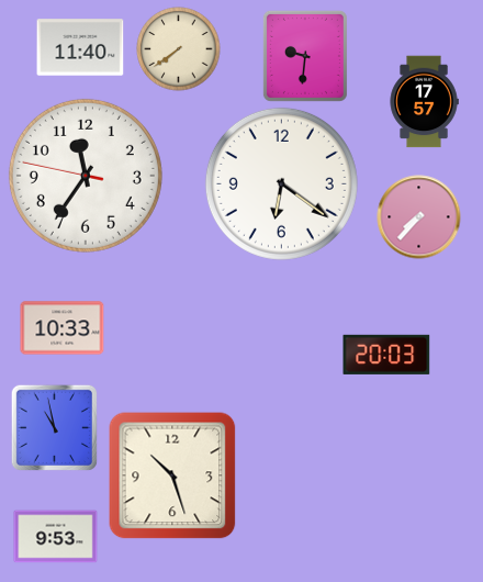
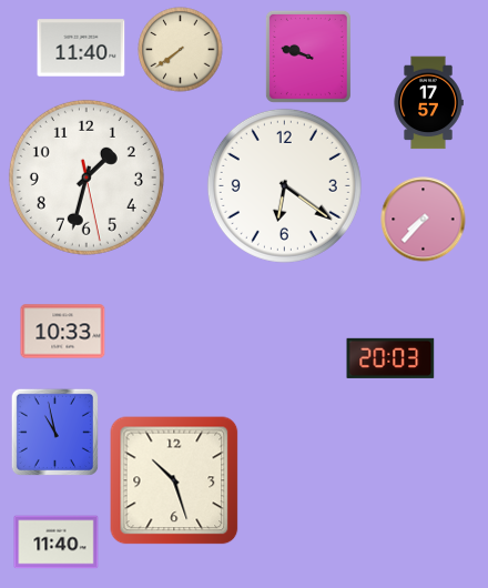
clock at (305, 56): 9:31 -> 9:48
clock at (86, 176): 11:35 -> 1:32
clock at (56, 537): 9:53 -> 11:40
